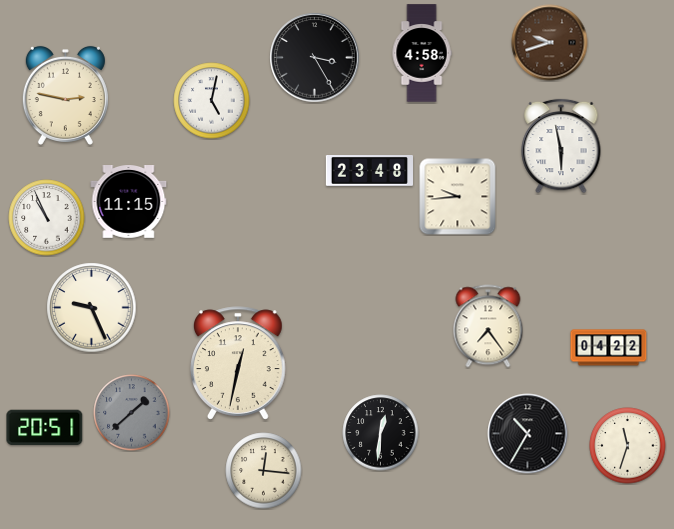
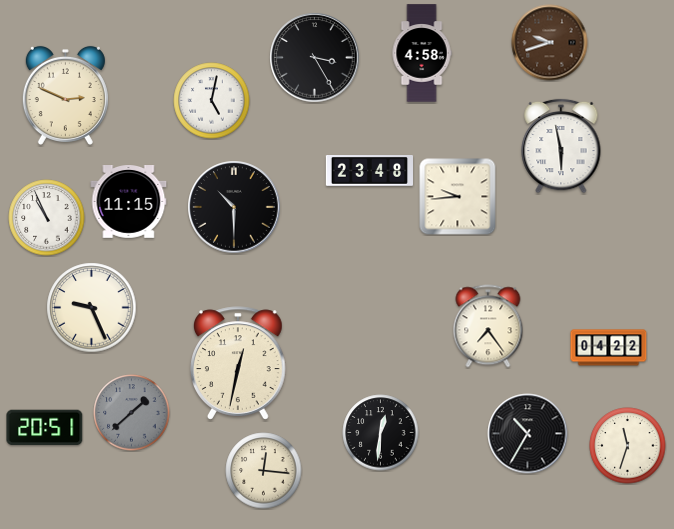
clock at (65, 95): 2:47 -> 2:49
clock at (234, 207): none -> 10:30
